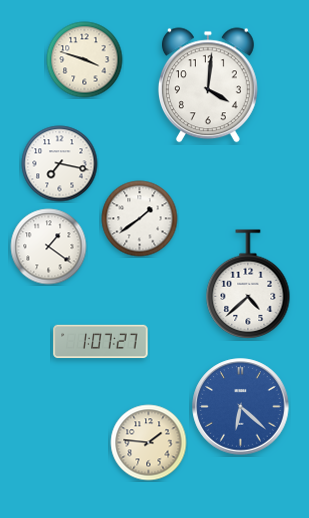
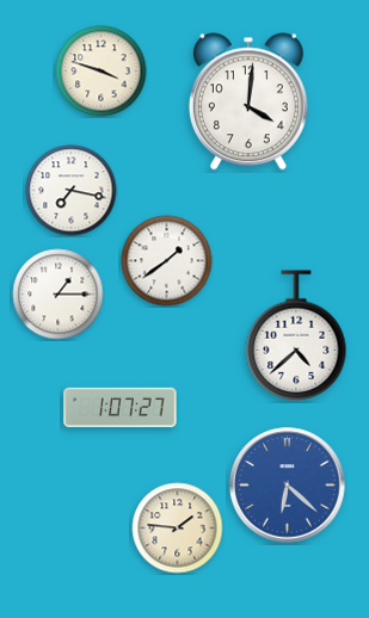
clock at (60, 164) position: (60, 164) -> (72, 191)
clock at (49, 247): 1:21 -> 1:15
clock at (248, 284) position: (248, 284) -> (296, 335)
